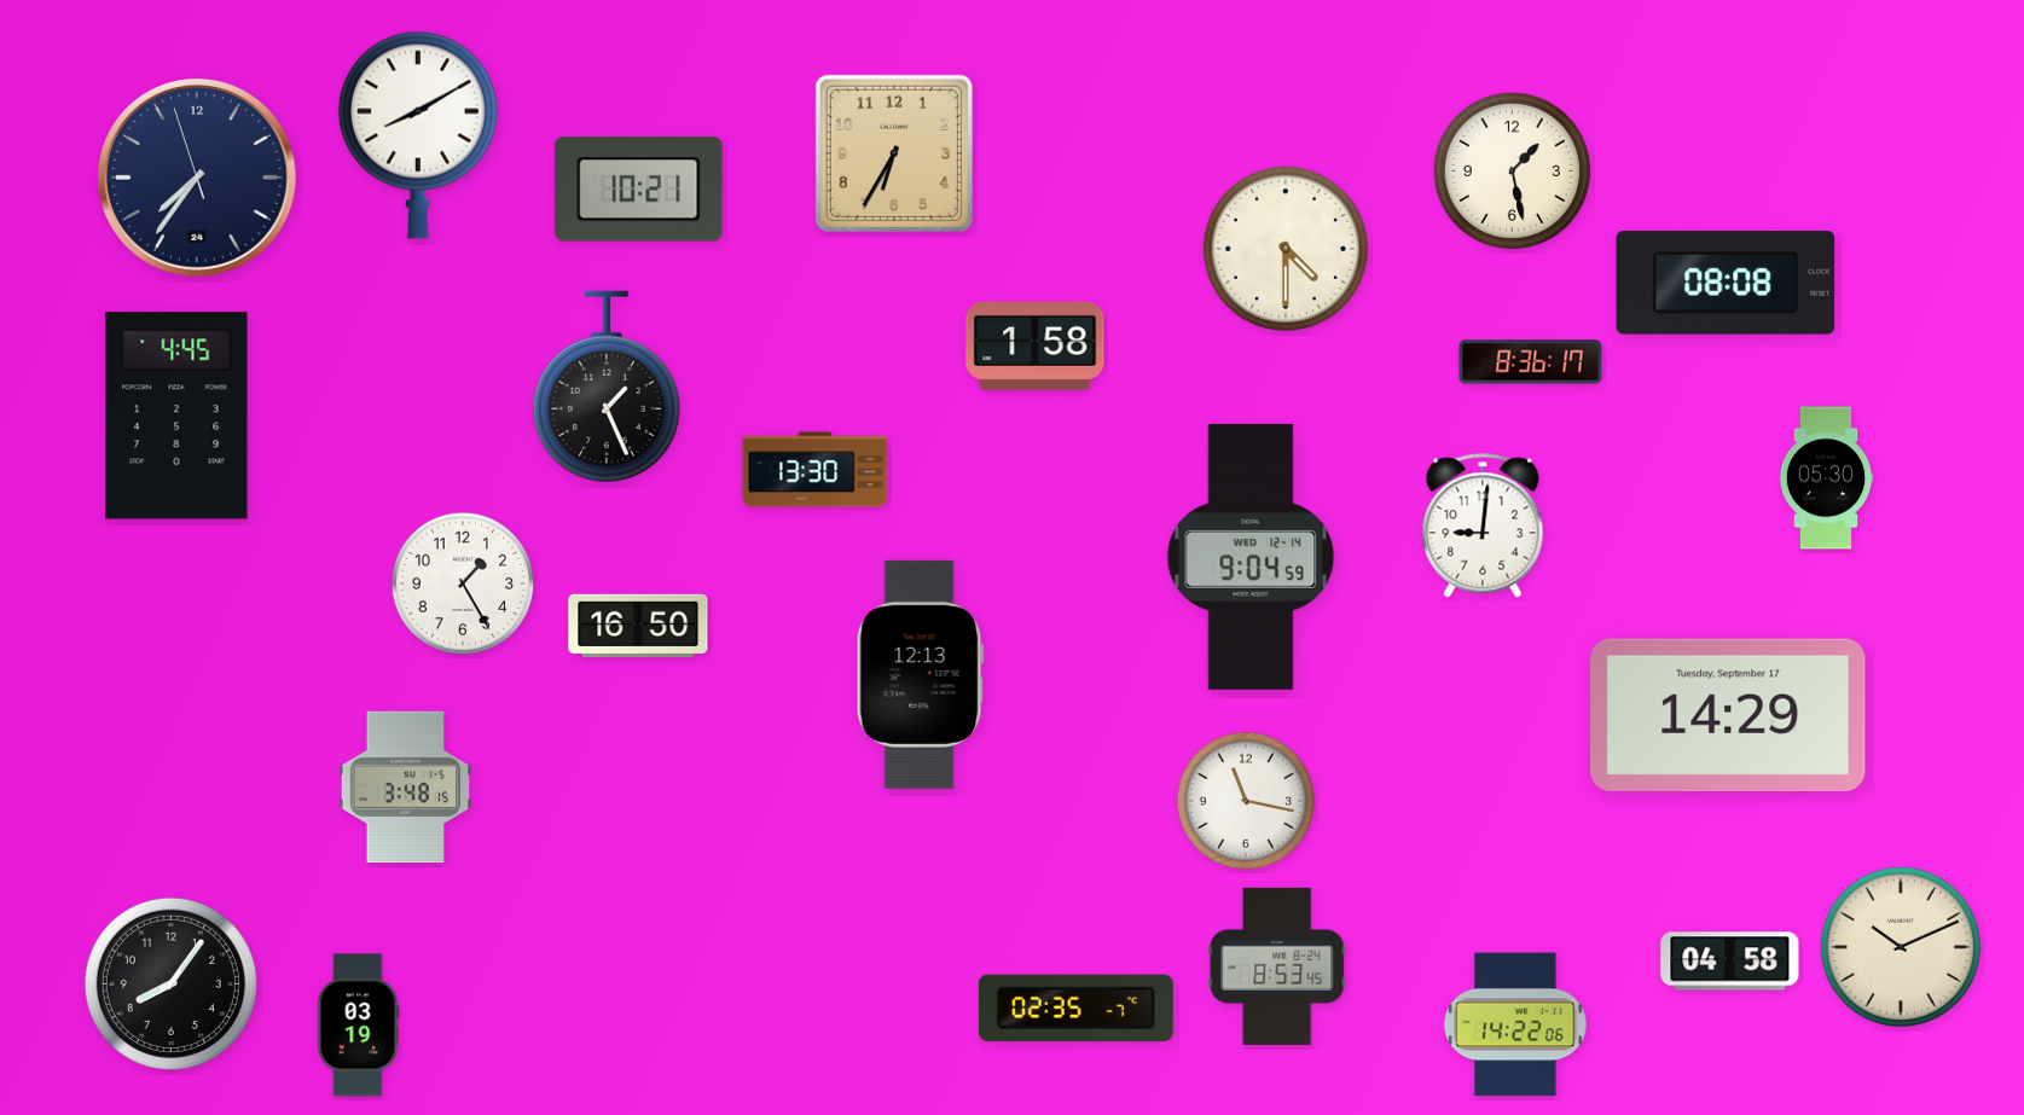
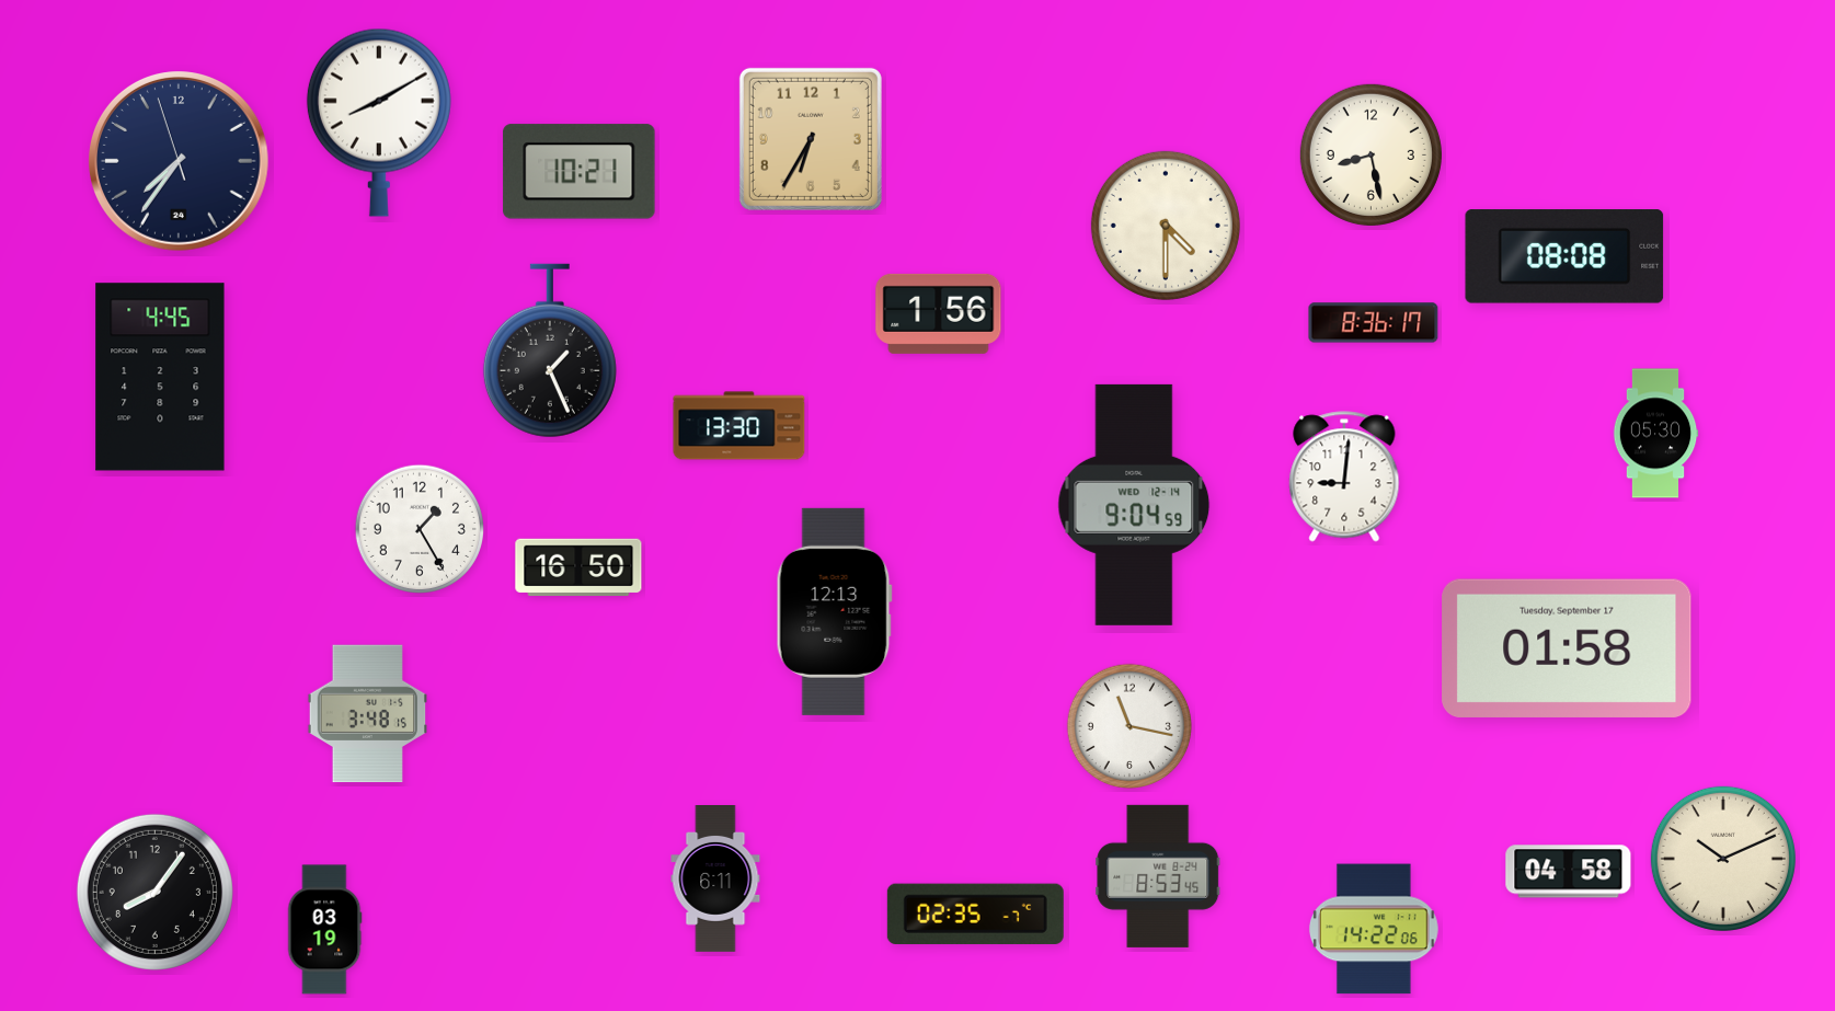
clock at (1512, 170): 1:28 -> 8:28
clock at (1036, 345): 1:58 -> 1:56
clock at (1531, 362) position: (1531, 362) -> (1374, 323)
clock at (1728, 715): 14:29 -> 01:58
clock at (715, 880): none -> 6:11
